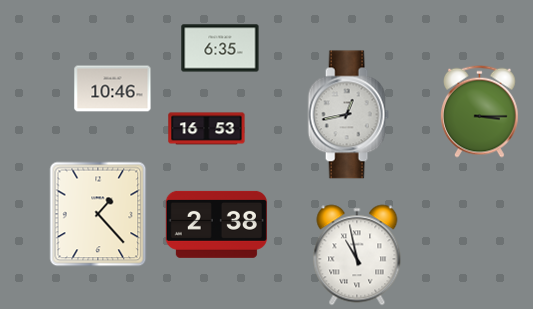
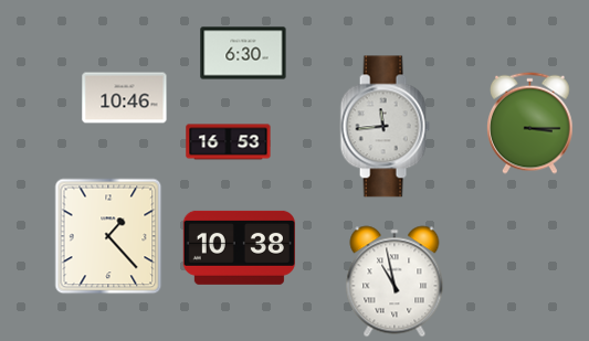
clock at (220, 48): 6:35 -> 6:30
clock at (348, 115): 12:43 -> 11:44
clock at (216, 224): 2:38 -> 10:38
